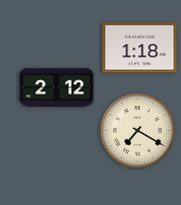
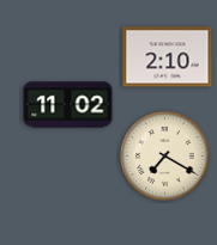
clock at (140, 48): 1:18 -> 2:10
clock at (57, 88): 2:12 -> 11:02
